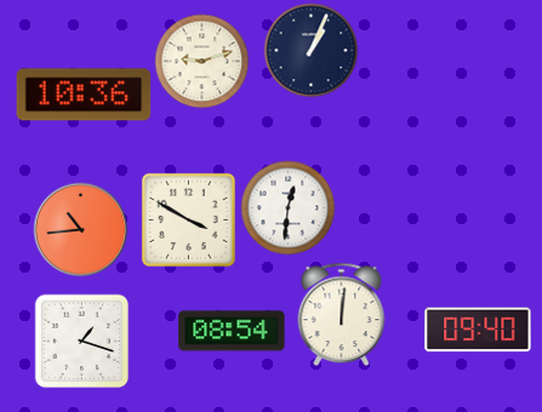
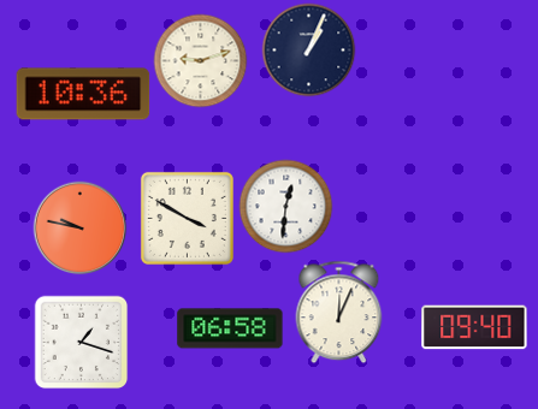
clock at (80, 229): 10:44 -> 9:47
clock at (342, 314): 12:01 -> 12:04
clock at (232, 331): 08:54 -> 06:58
clock at (81, 341) position: (81, 341) -> (81, 342)
